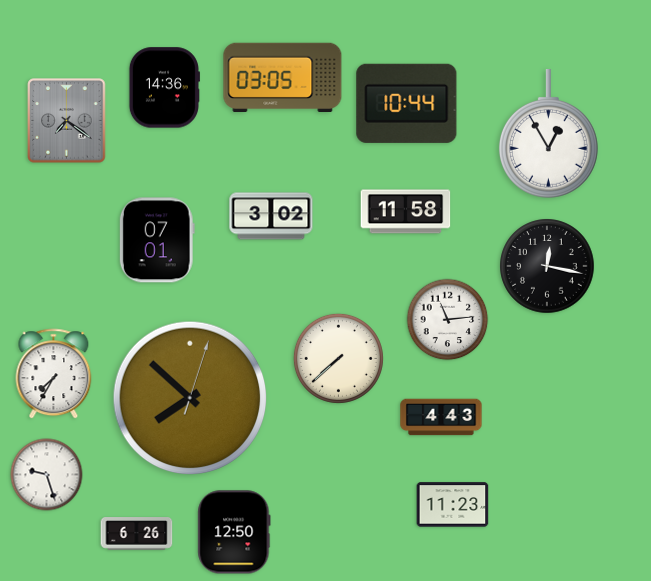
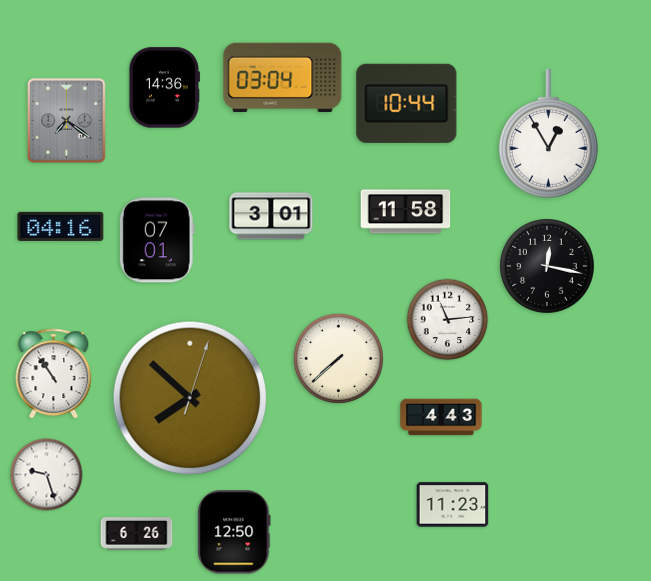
clock at (283, 77): 03:05 -> 03:04
clock at (271, 216): 3:02 -> 3:01
clock at (61, 226): none -> 04:16
clock at (54, 374): 7:35 -> 10:54
